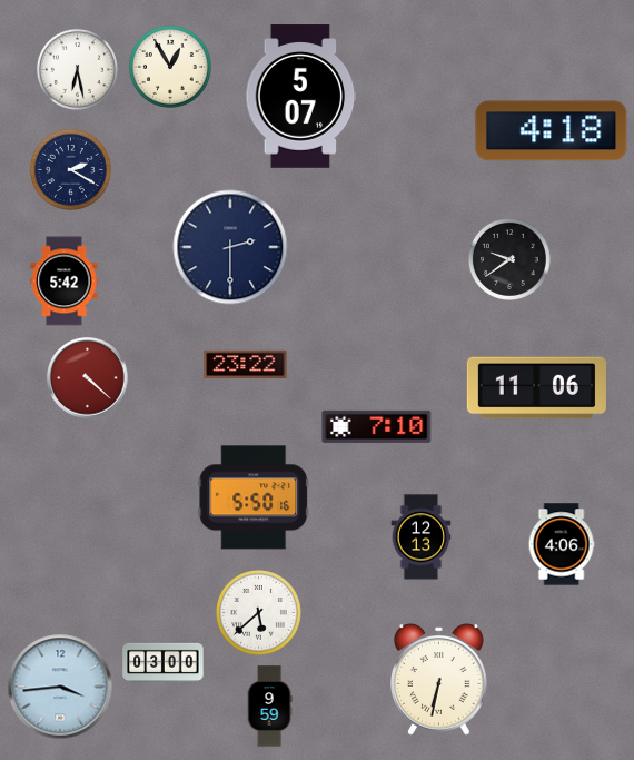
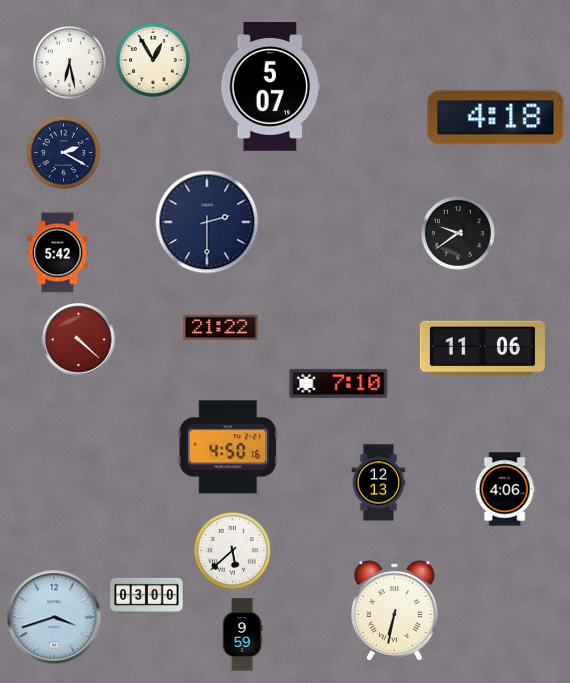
clock at (246, 364): 23:22 -> 21:22
clock at (254, 497): 5:50 -> 4:50
clock at (60, 687): 3:44 -> 3:42
